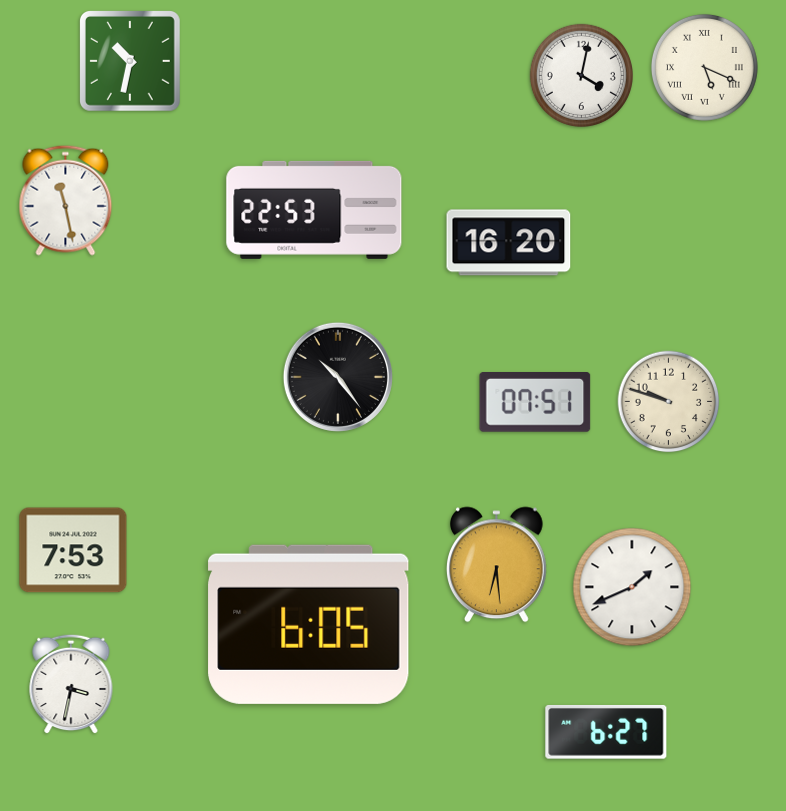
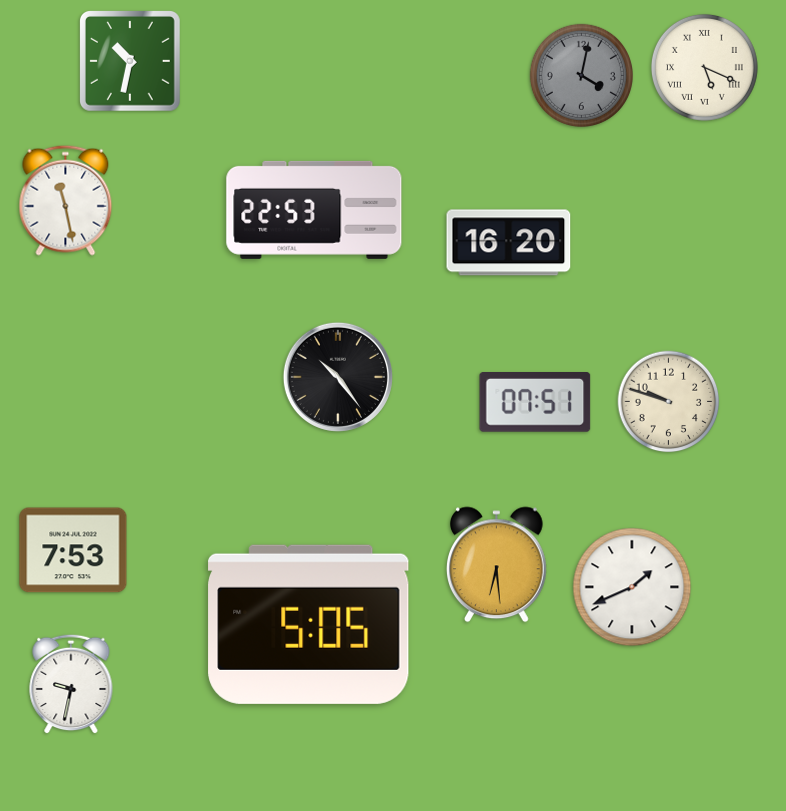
clock at (581, 75) dial: white -> grey
clock at (309, 624): 6:05 -> 5:05
clock at (71, 684): 3:32 -> 9:32
clock at (606, 732): 6:27 -> none
